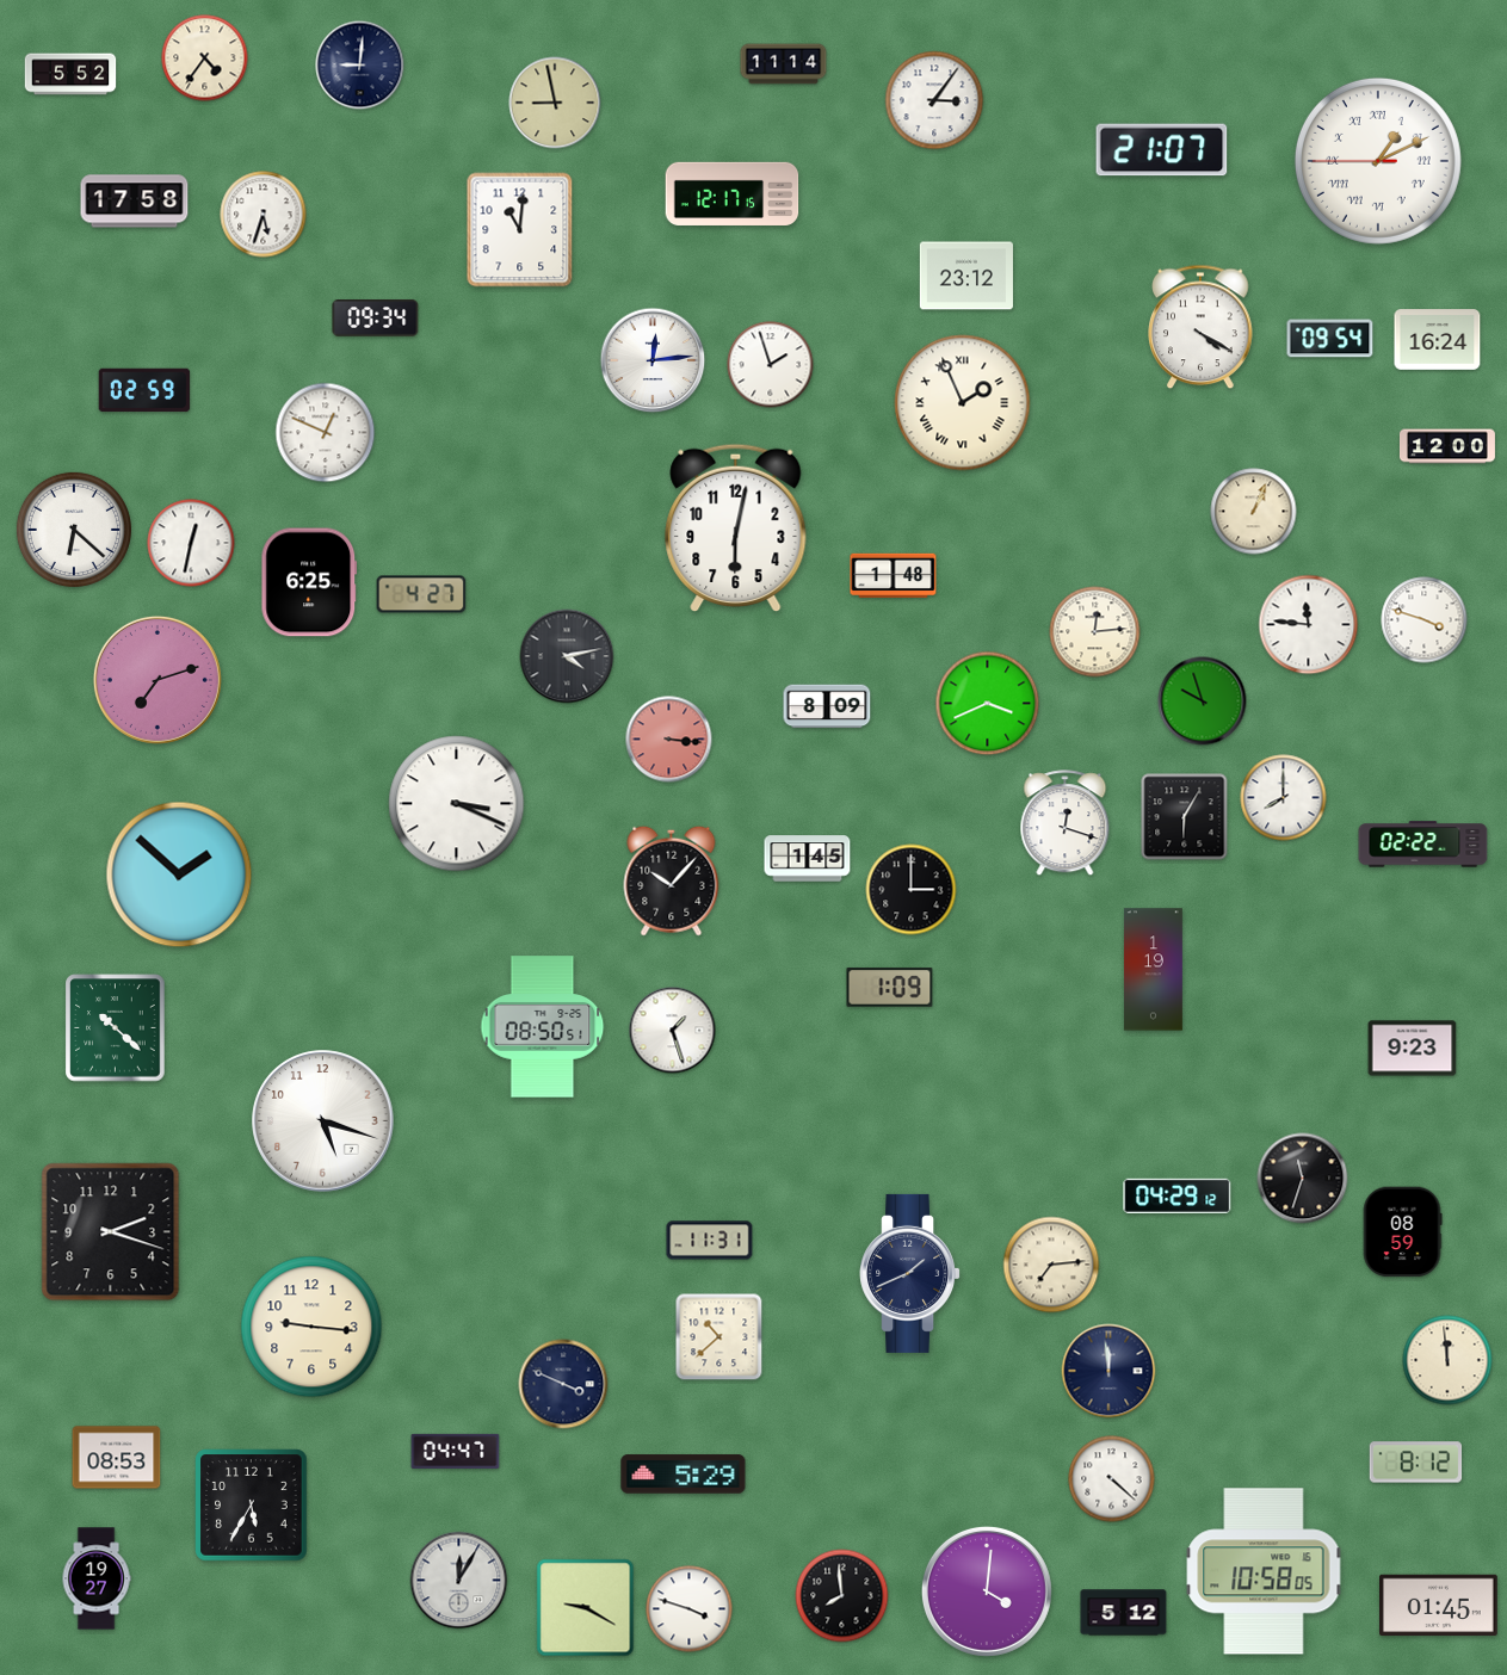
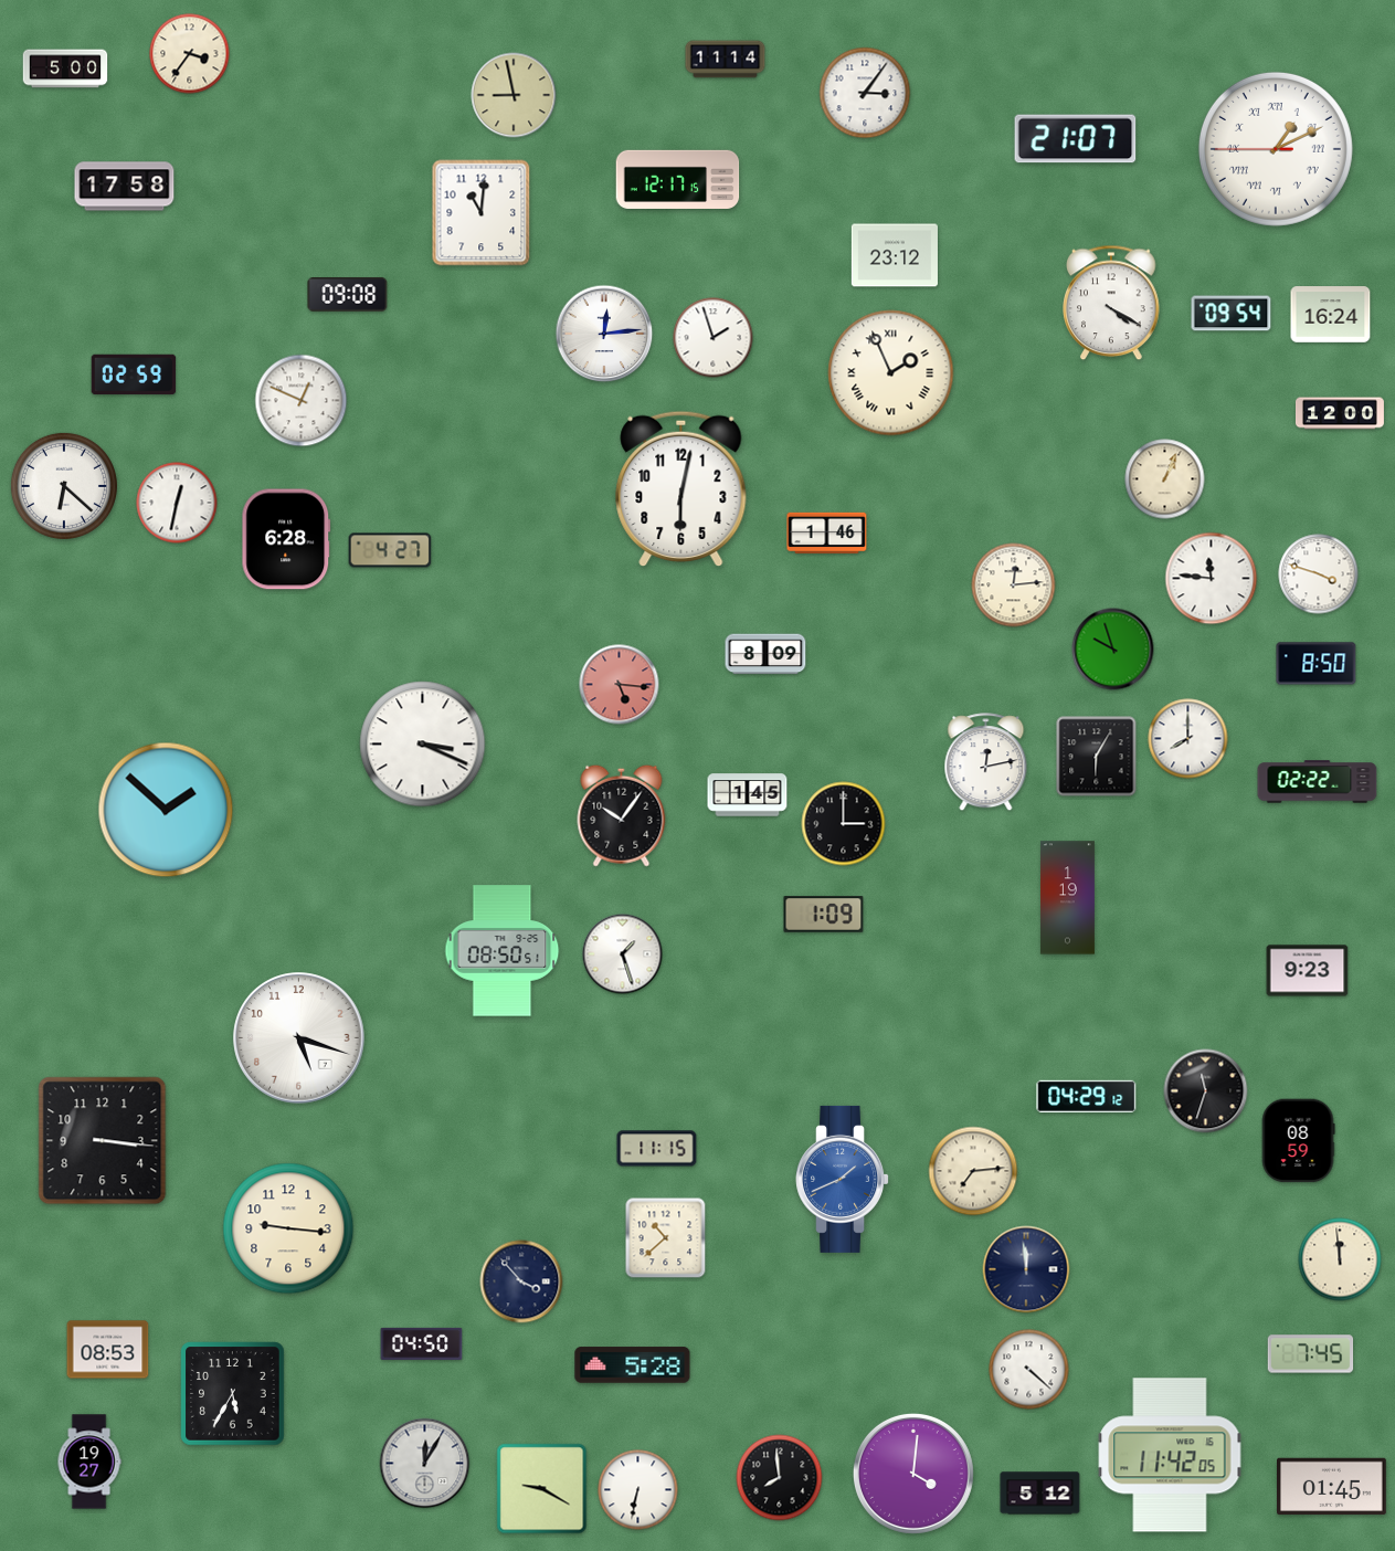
clock at (205, 58): 4:36 -> 3:36
clock at (360, 66): 9:01 -> none
clock at (70, 74): 5:52 -> 5:00
clock at (264, 215): 5:33 -> none
clock at (376, 319): 09:34 -> 09:08
clock at (144, 390) position: (144, 390) -> (134, 374)
clock at (1254, 512) position: (1254, 512) -> (1165, 479)
clock at (74, 530) position: (74, 530) -> (64, 486)
clock at (894, 576): 1:48 -> 1:46
clock at (309, 582): 6:25 -> 6:28
clock at (567, 656): 4:13 -> none
clock at (158, 680): 7:12 -> none
clock at (988, 704): 3:41 -> none
clock at (1317, 664): none -> 8:50
clock at (669, 740): 3:16 -> 5:16
clock at (1066, 823): 12:18 -> 12:13
clock at (672, 880): 10:07 -> 10:06
clock at (116, 1028): 10:22 -> none
clock at (1178, 1195) position: (1178, 1195) -> (1087, 1096)
clock at (111, 1232): 2:18 -> 3:16
clock at (710, 1241): 11:31 -> 11:15
clock at (910, 1273) dial: navy -> blue
clock at (563, 1384): 3:49 -> 3:53
clock at (456, 1451): 04:47 -> 04:50
clock at (1416, 1463): 8:12 -> 7:45
clock at (684, 1475): 5:29 -> 5:28
clock at (1264, 1571): 10:58 -> 11:42
clock at (690, 1609): 3:48 -> 6:32
